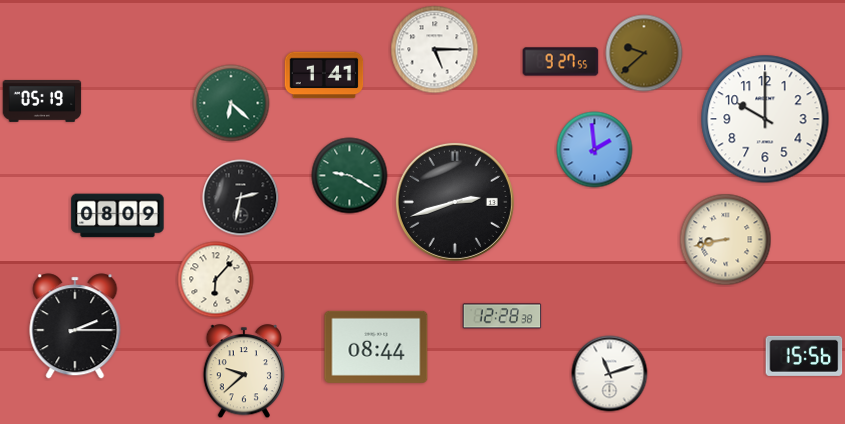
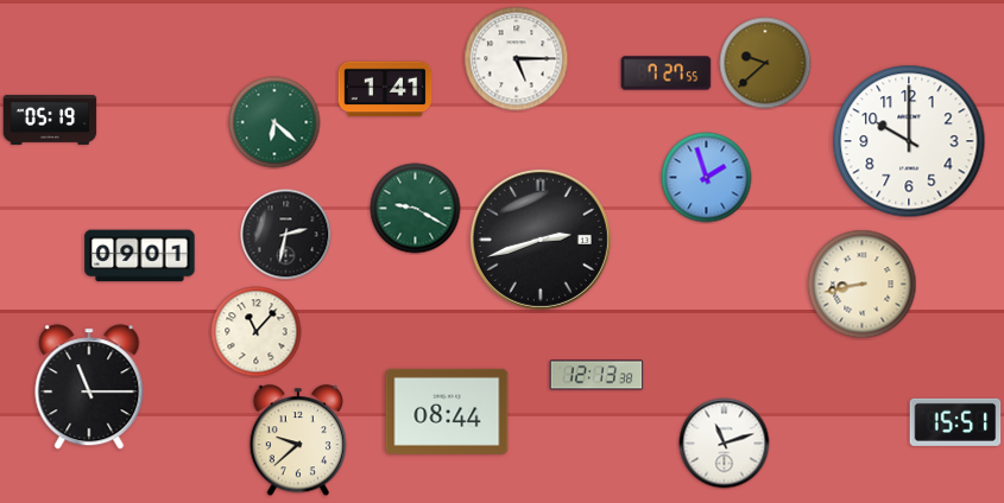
clock at (561, 62): 9:27 -> 7:27
clock at (595, 150): 1:59 -> 1:57
clock at (118, 216): 08:09 -> 09:01
clock at (216, 280): 6:07 -> 11:07
clock at (502, 316): 12:28 -> 12:13
clock at (75, 326): 2:15 -> 11:15
clock at (804, 356): 15:56 -> 15:51
clock at (243, 372) position: (243, 372) -> (297, 441)
